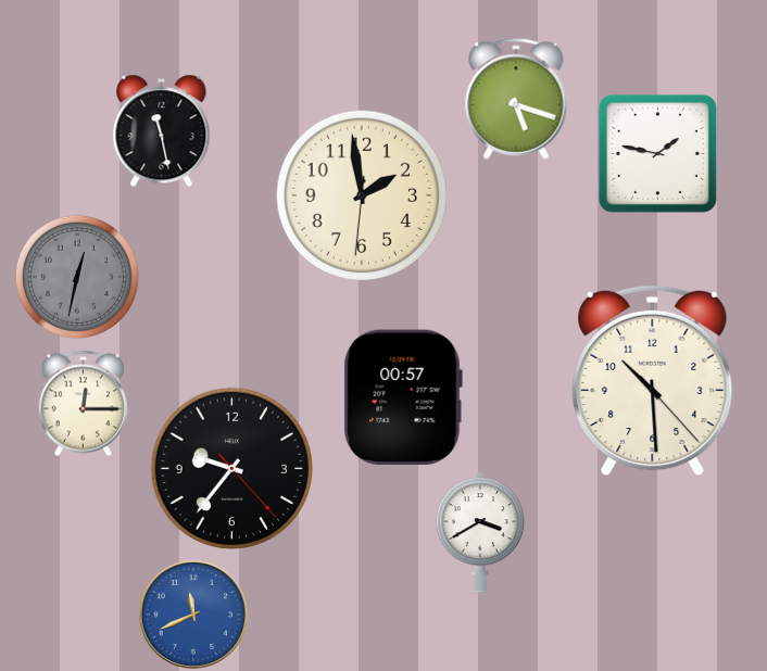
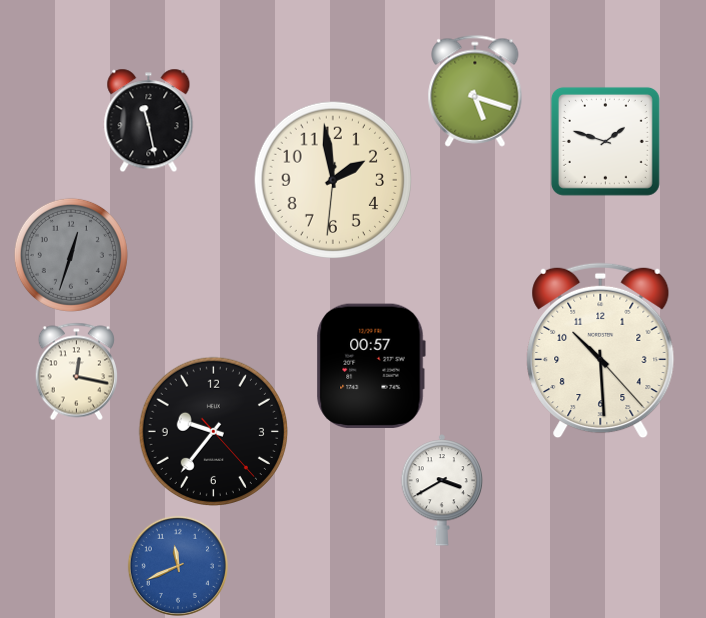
clock at (657, 153): 1:47 -> 1:48
clock at (77, 277): 12:32 -> 12:33
clock at (83, 404): 12:15 -> 12:17
